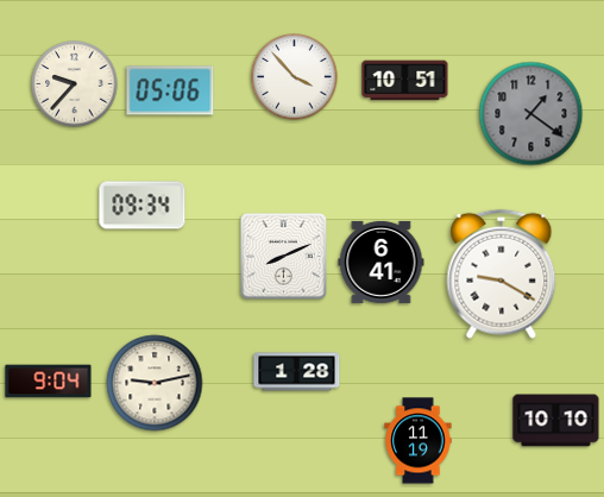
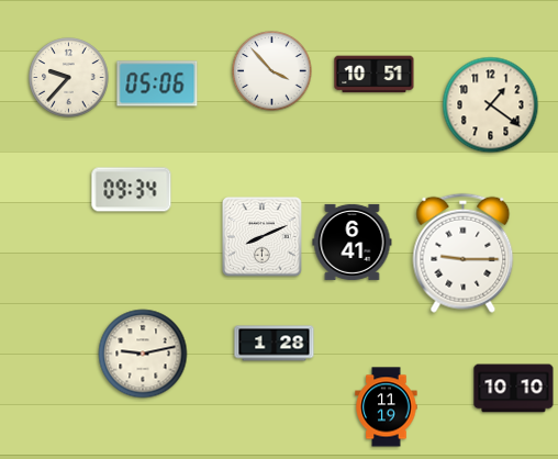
clock at (531, 114) dial: grey -> cream
clock at (502, 273): 9:20 -> 9:15
clock at (49, 382): 9:04 -> none
